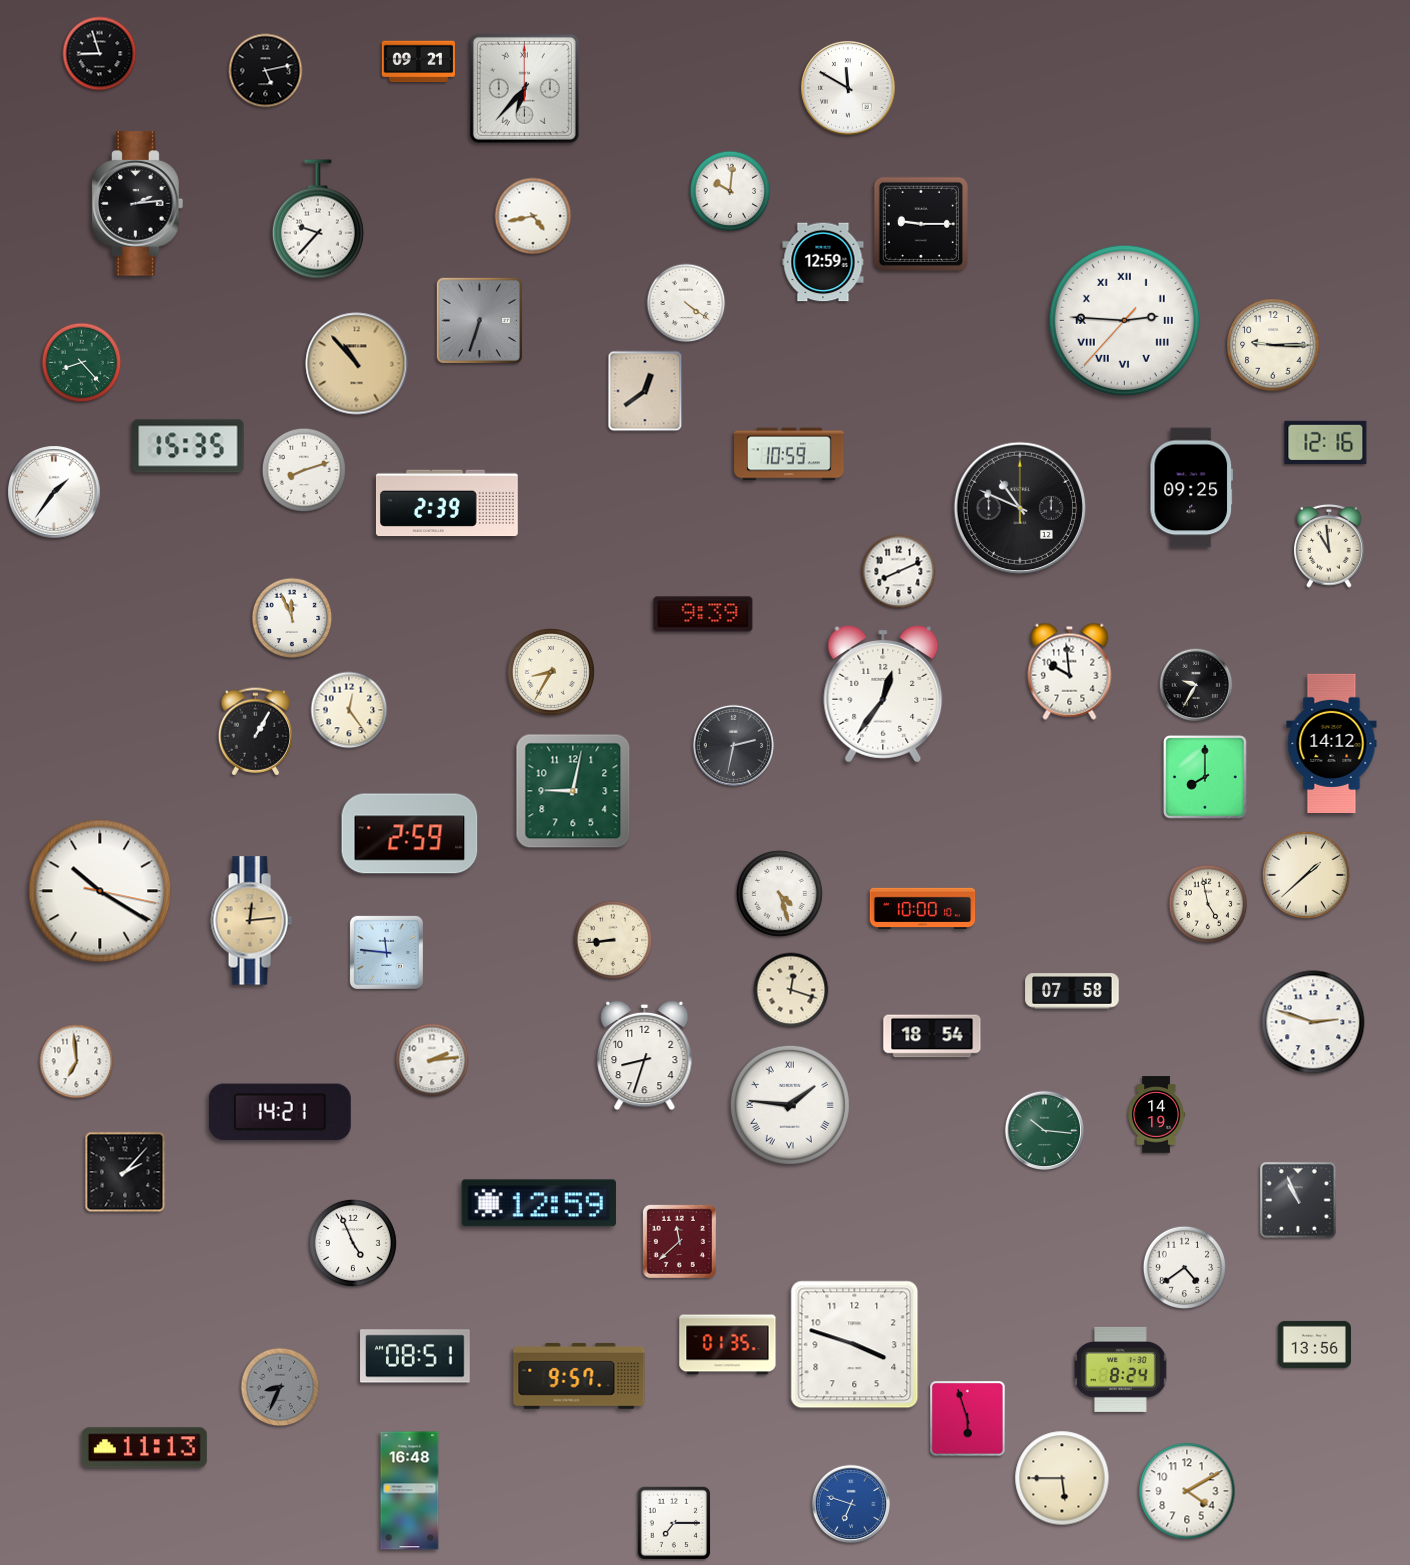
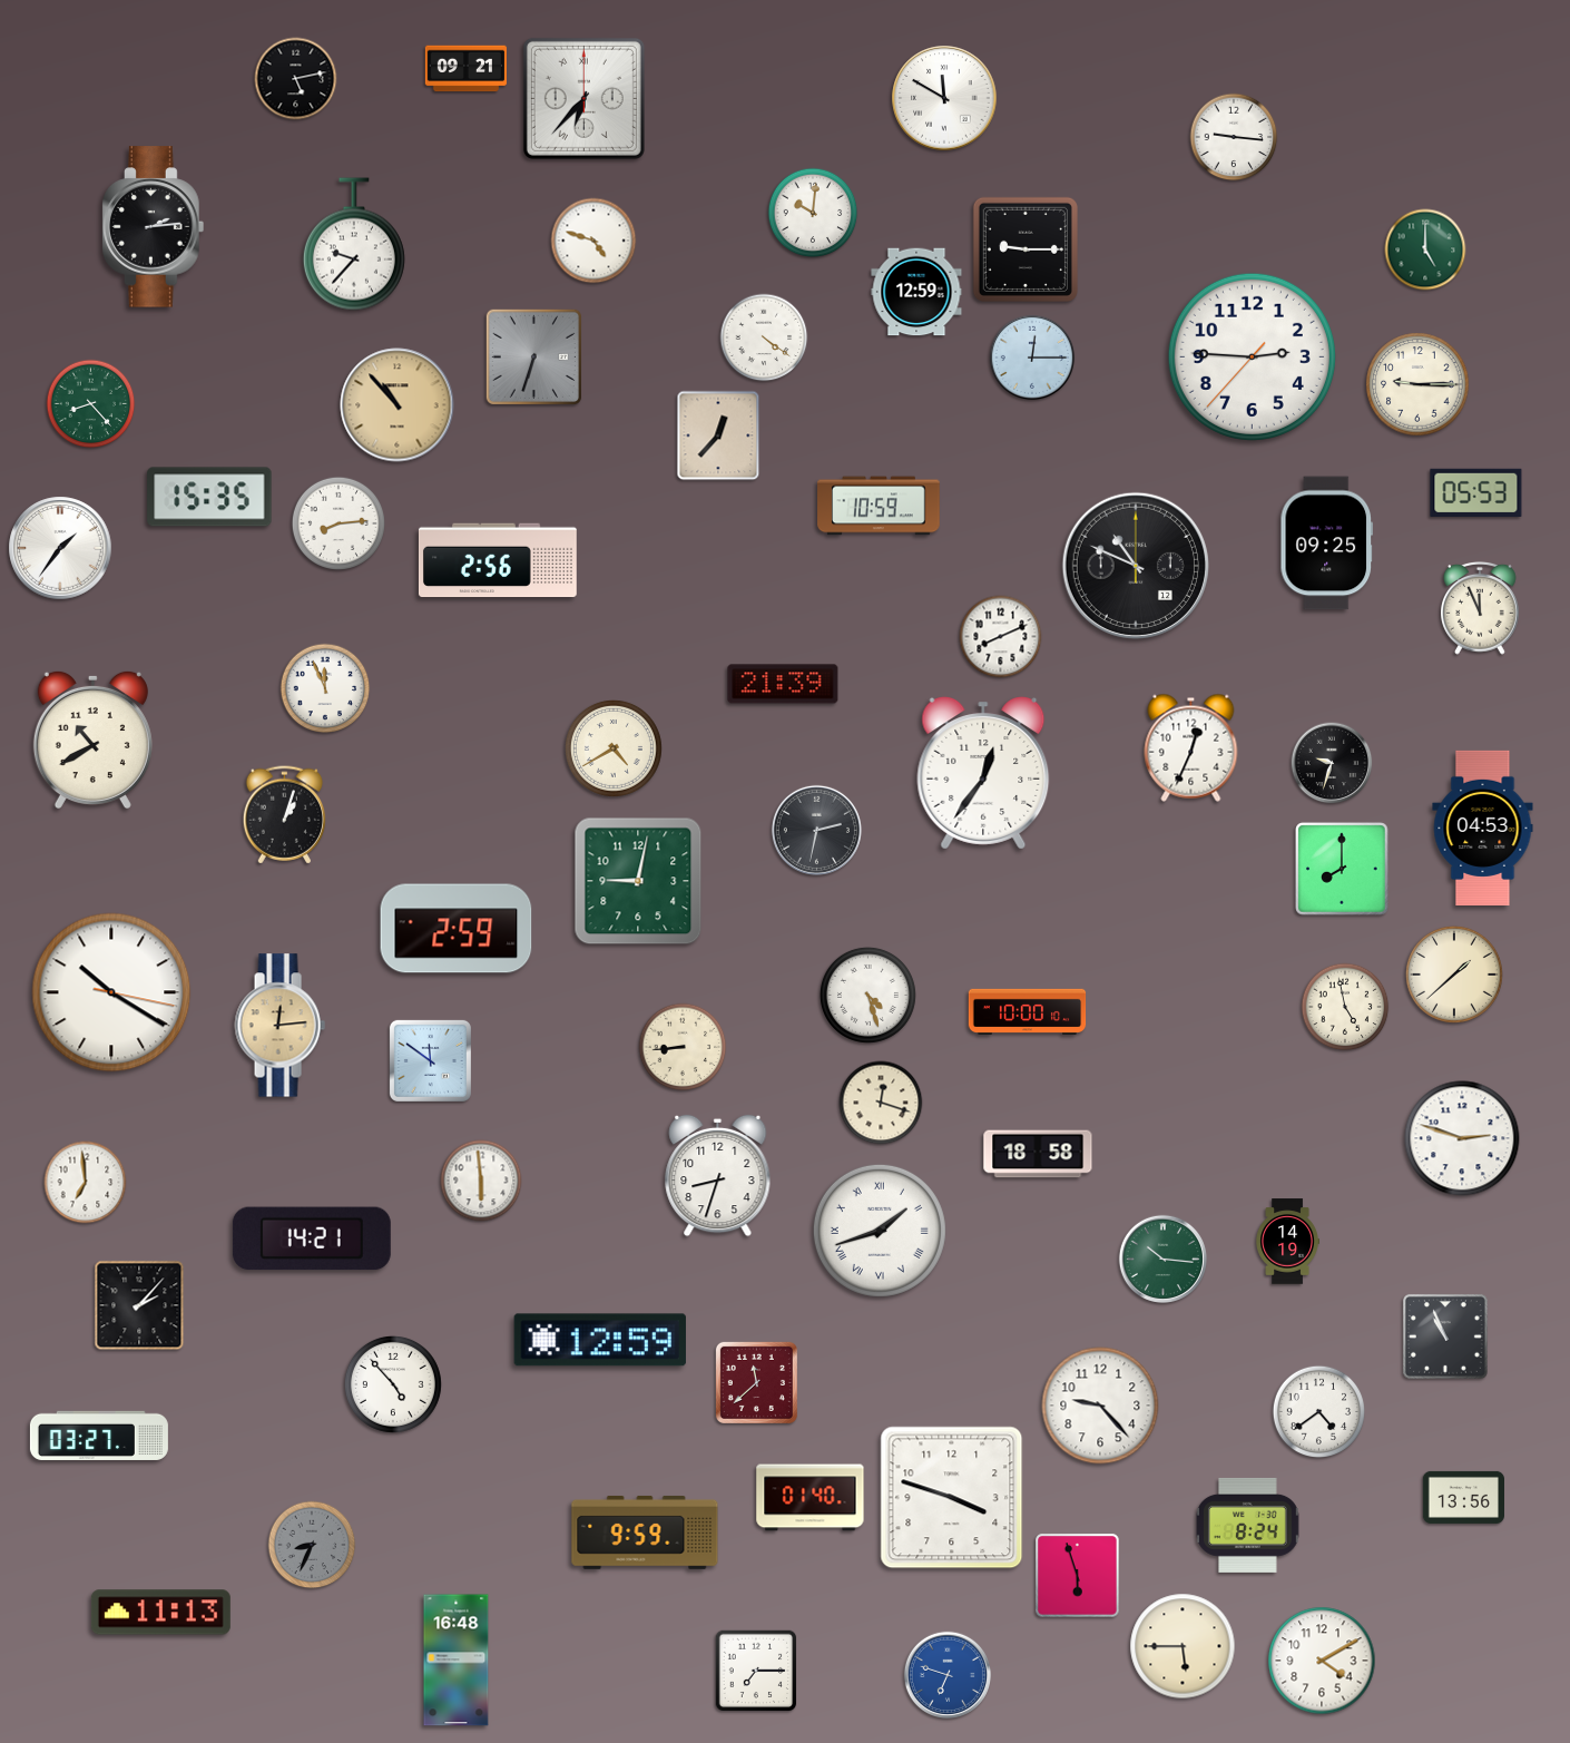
clock at (100, 54): 8:57 -> none
clock at (1234, 137): none -> 9:16
clock at (533, 216): 4:43 -> 4:48
clock at (1425, 249): none -> 5:00
clock at (1124, 320) numerals: Roman -> Arabic
clock at (1032, 358): none -> 12:15
clock at (645, 391): 12:39 -> 12:37
clock at (1326, 442): 12:16 -> 05:53
clock at (304, 470): 8:12 -> 8:14
clock at (447, 503): 2:39 -> 2:56
clock at (1330, 546): 10:59 -> 11:56
clock at (703, 614): 9:39 -> 21:39
clock at (92, 740): none -> 10:40
clock at (1070, 671): 9:59 -> 12:34
clock at (551, 672): 8:35 -> 4:40
clock at (1196, 685): 9:35 -> 9:33
clock at (349, 710): 12:24 -> none
clock at (255, 732): 1:05 -> 1:03
clock at (1332, 743): 14:12 -> 04:53
clock at (1205, 777) position: (1205, 777) -> (1342, 869)
clock at (386, 952): 11:46 -> 11:51
clock at (1072, 991): 07:58 -> none
clock at (932, 1036): 18:54 -> 18:58
clock at (432, 1060): 2:14 -> 5:59
clock at (790, 1105): 1:46 -> 1:42
clock at (353, 1243): 4:56 -> 4:53
clock at (1100, 1406): none -> 9:23
clock at (99, 1436): none -> 03:27
clock at (728, 1345): 01:35 -> 01:40
clock at (415, 1356): 08:51 -> none
clock at (579, 1376): 9:57 -> 9:59
clock at (968, 1419) position: (968, 1419) -> (1078, 1576)
clock at (674, 1523) position: (674, 1523) -> (756, 1671)
